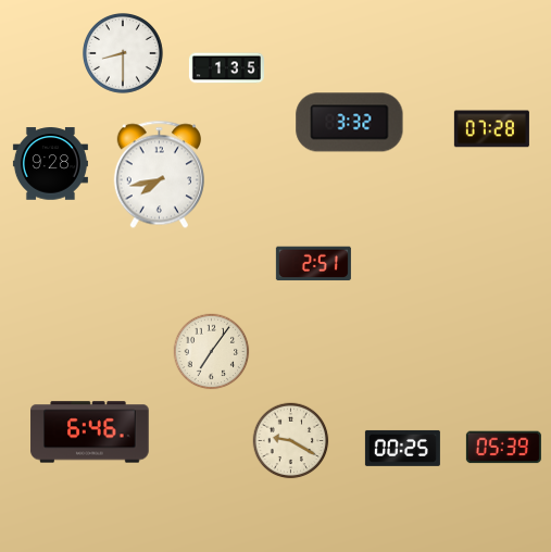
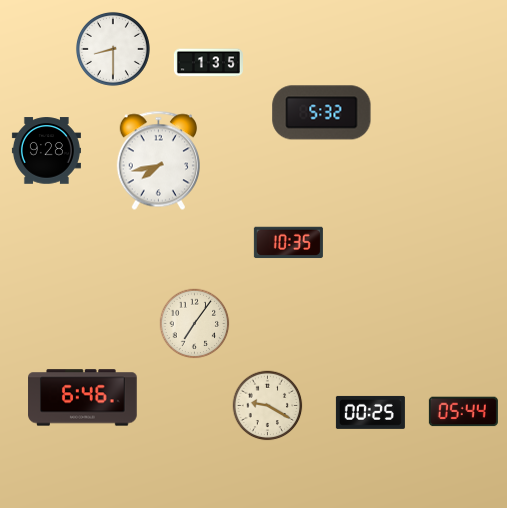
clock at (350, 123): 3:32 -> 5:32
clock at (491, 129): 07:28 -> none
clock at (159, 175) position: (159, 175) -> (158, 161)
clock at (313, 264): 2:51 -> 10:35
clock at (503, 448): 05:39 -> 05:44
